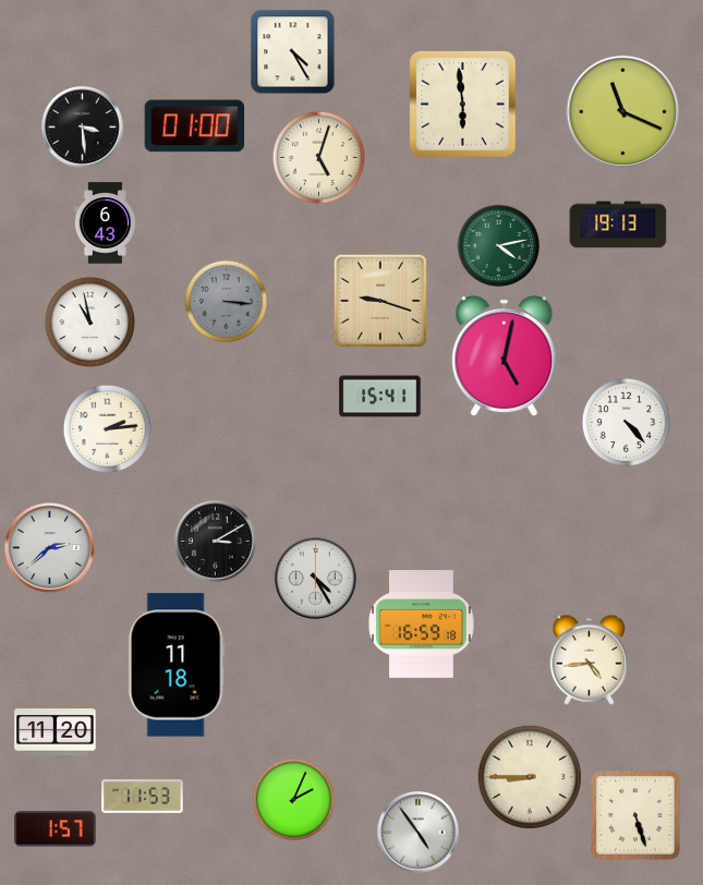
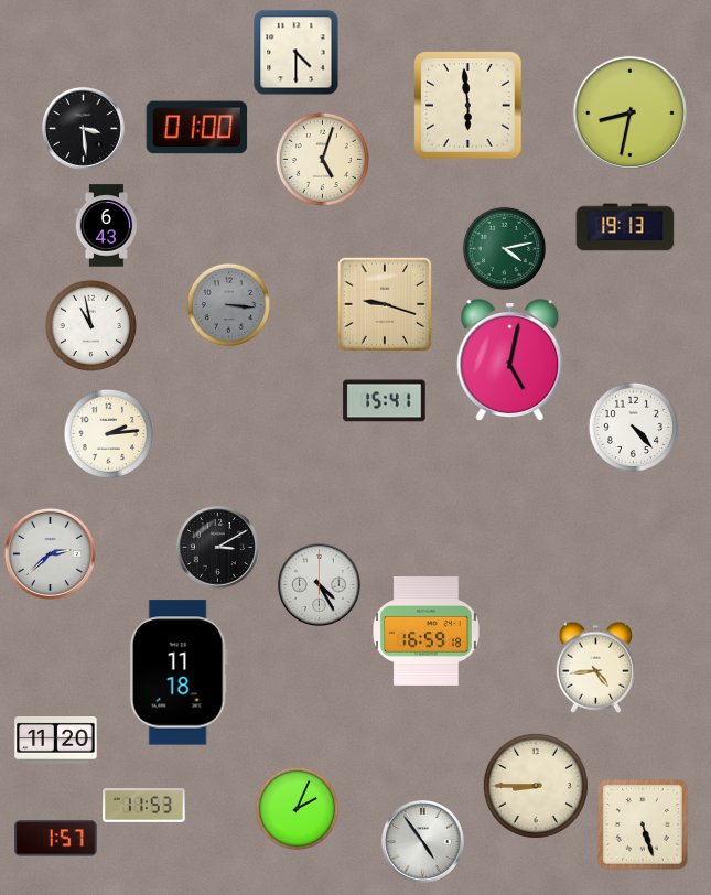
clock at (293, 52): 4:25 -> 4:30
clock at (622, 111): 11:19 -> 8:32
